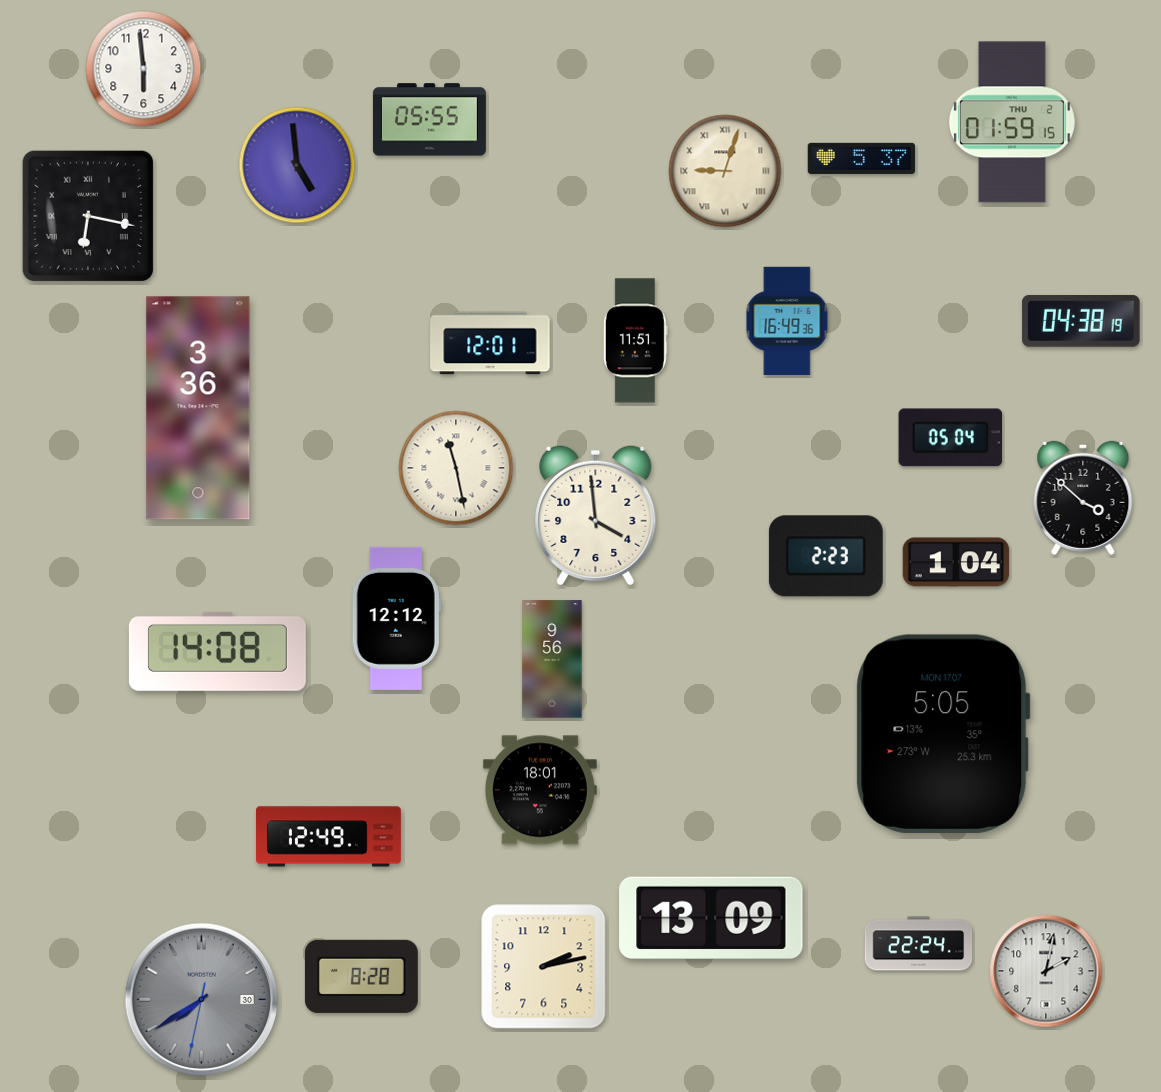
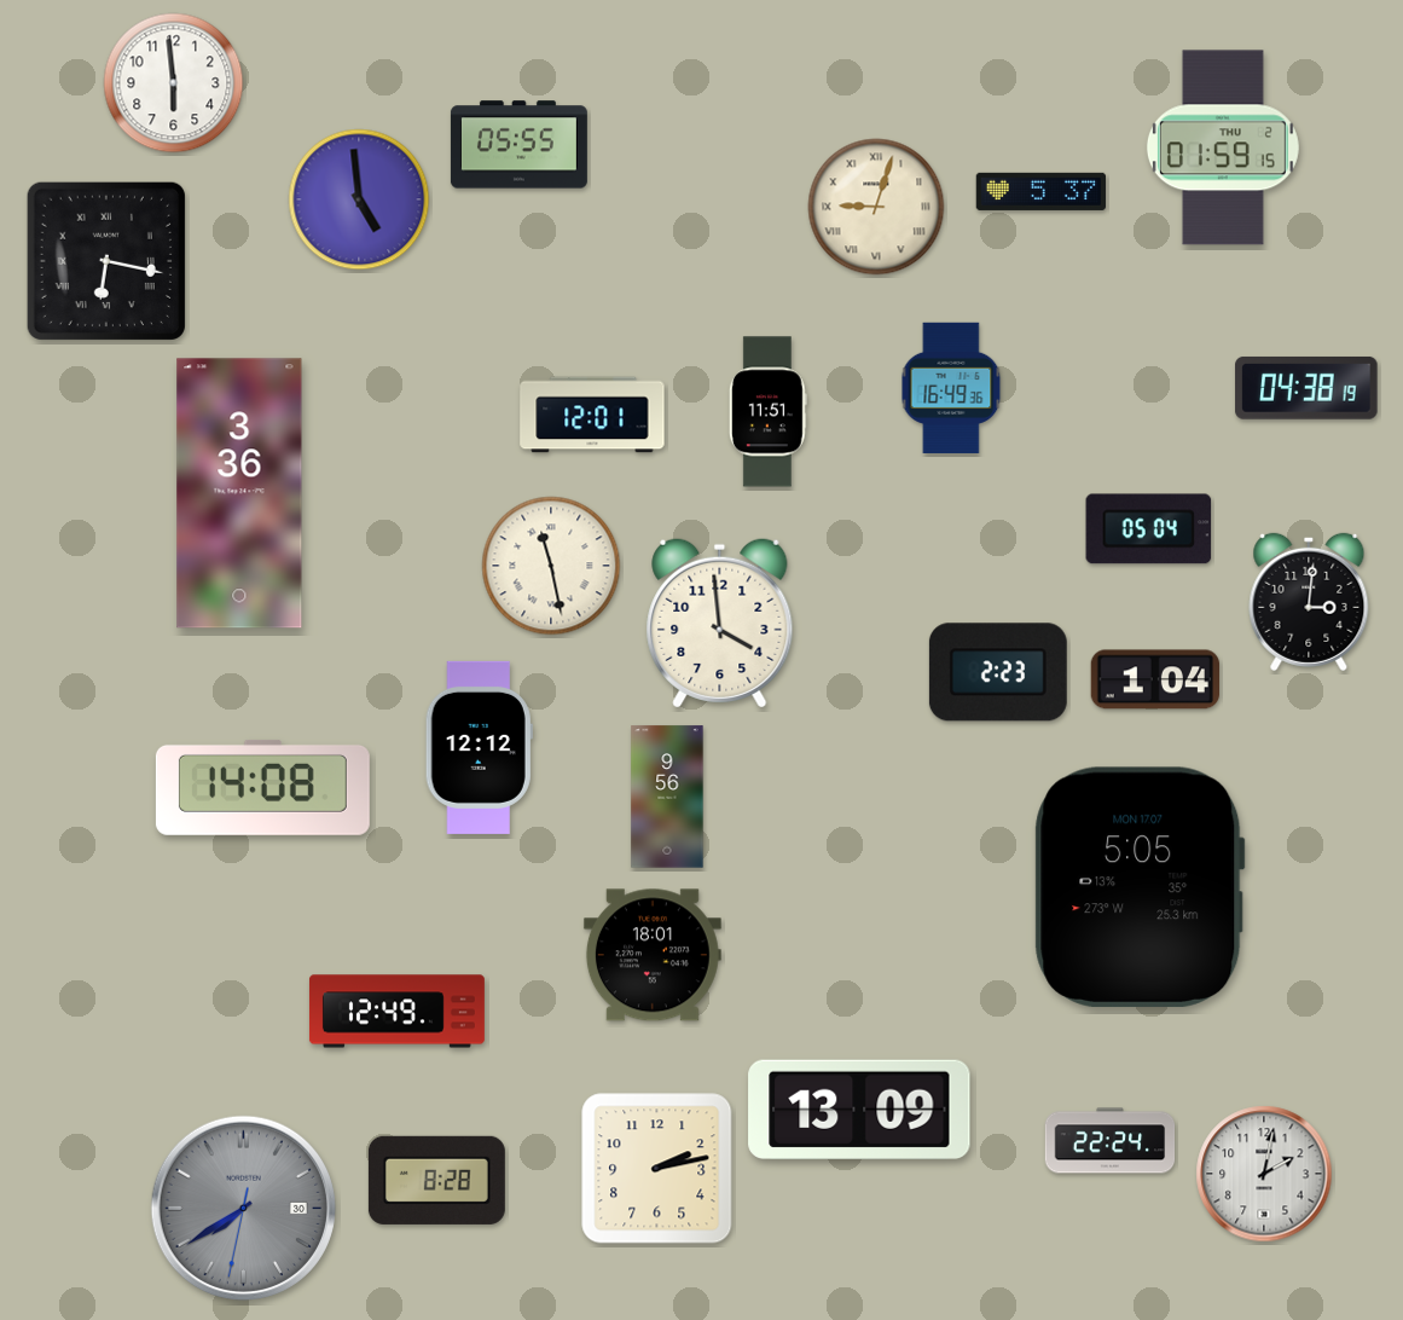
clock at (1083, 498): 3:52 -> 3:01
